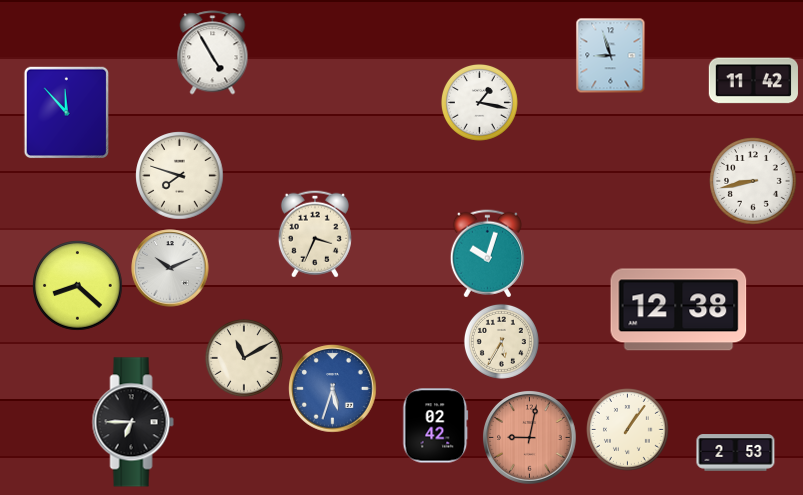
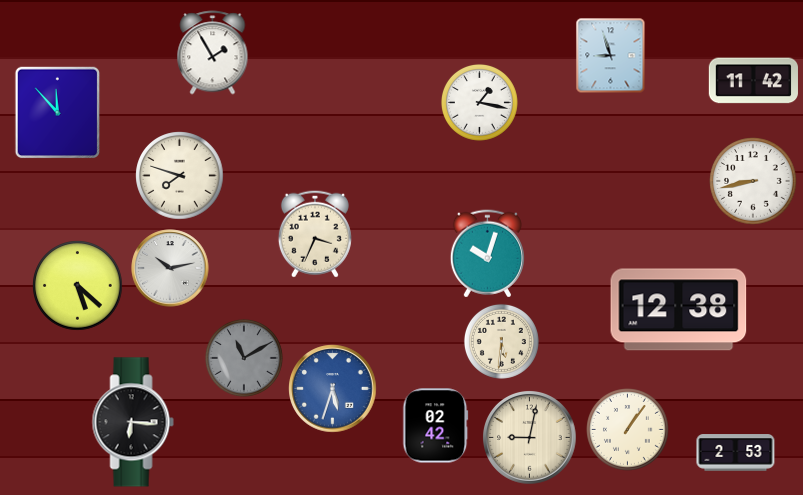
clock at (213, 53): 4:55 -> 1:55
clock at (67, 113) position: (67, 113) -> (58, 113)
clock at (170, 268): 10:11 -> 10:13
clock at (78, 286): 8:22 -> 5:22
clock at (501, 341): 5:35 -> 5:31
clock at (244, 358) dial: cream -> grey
clock at (133, 422): 6:45 -> 6:16
clock at (530, 438) dial: salmon -> cream
